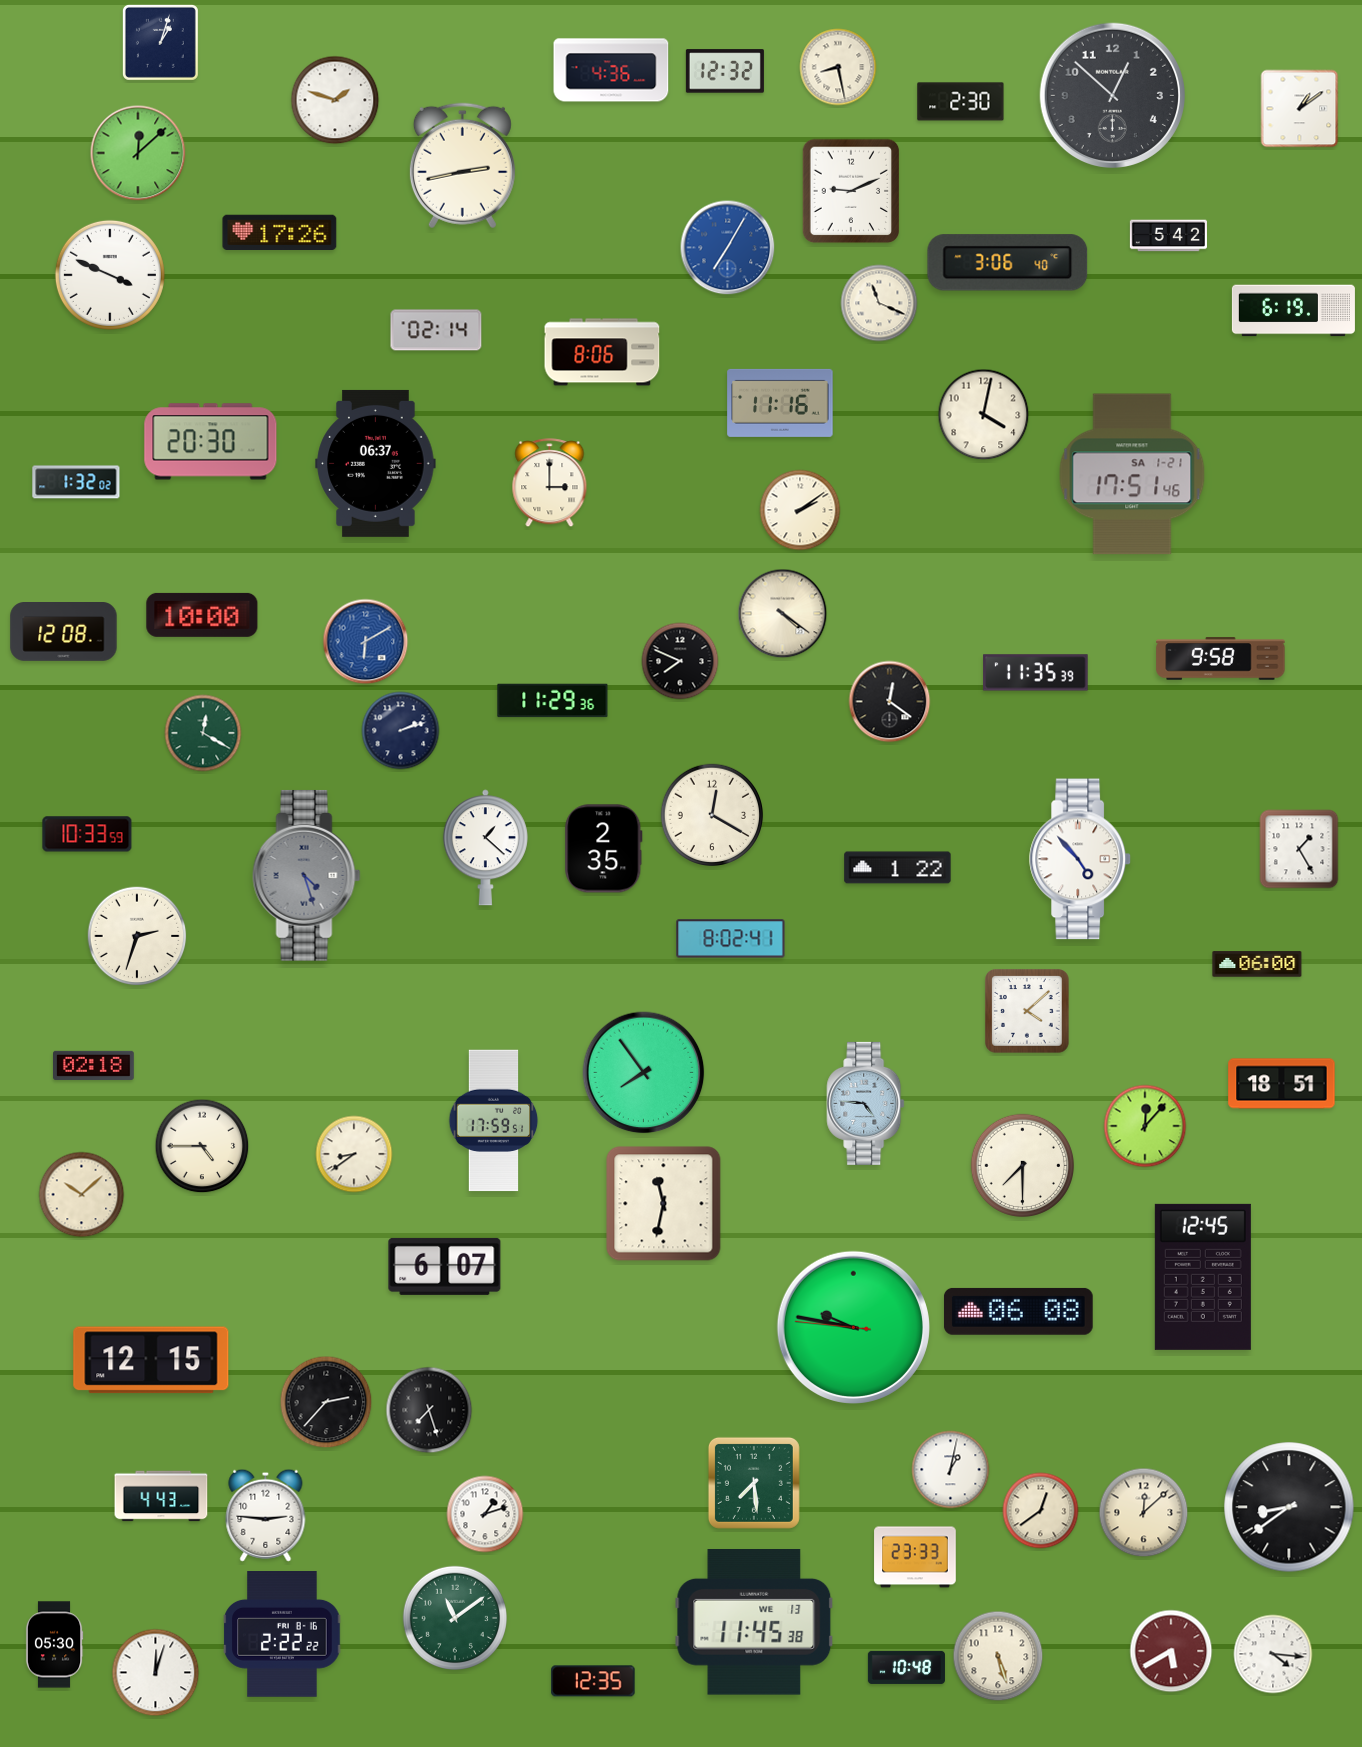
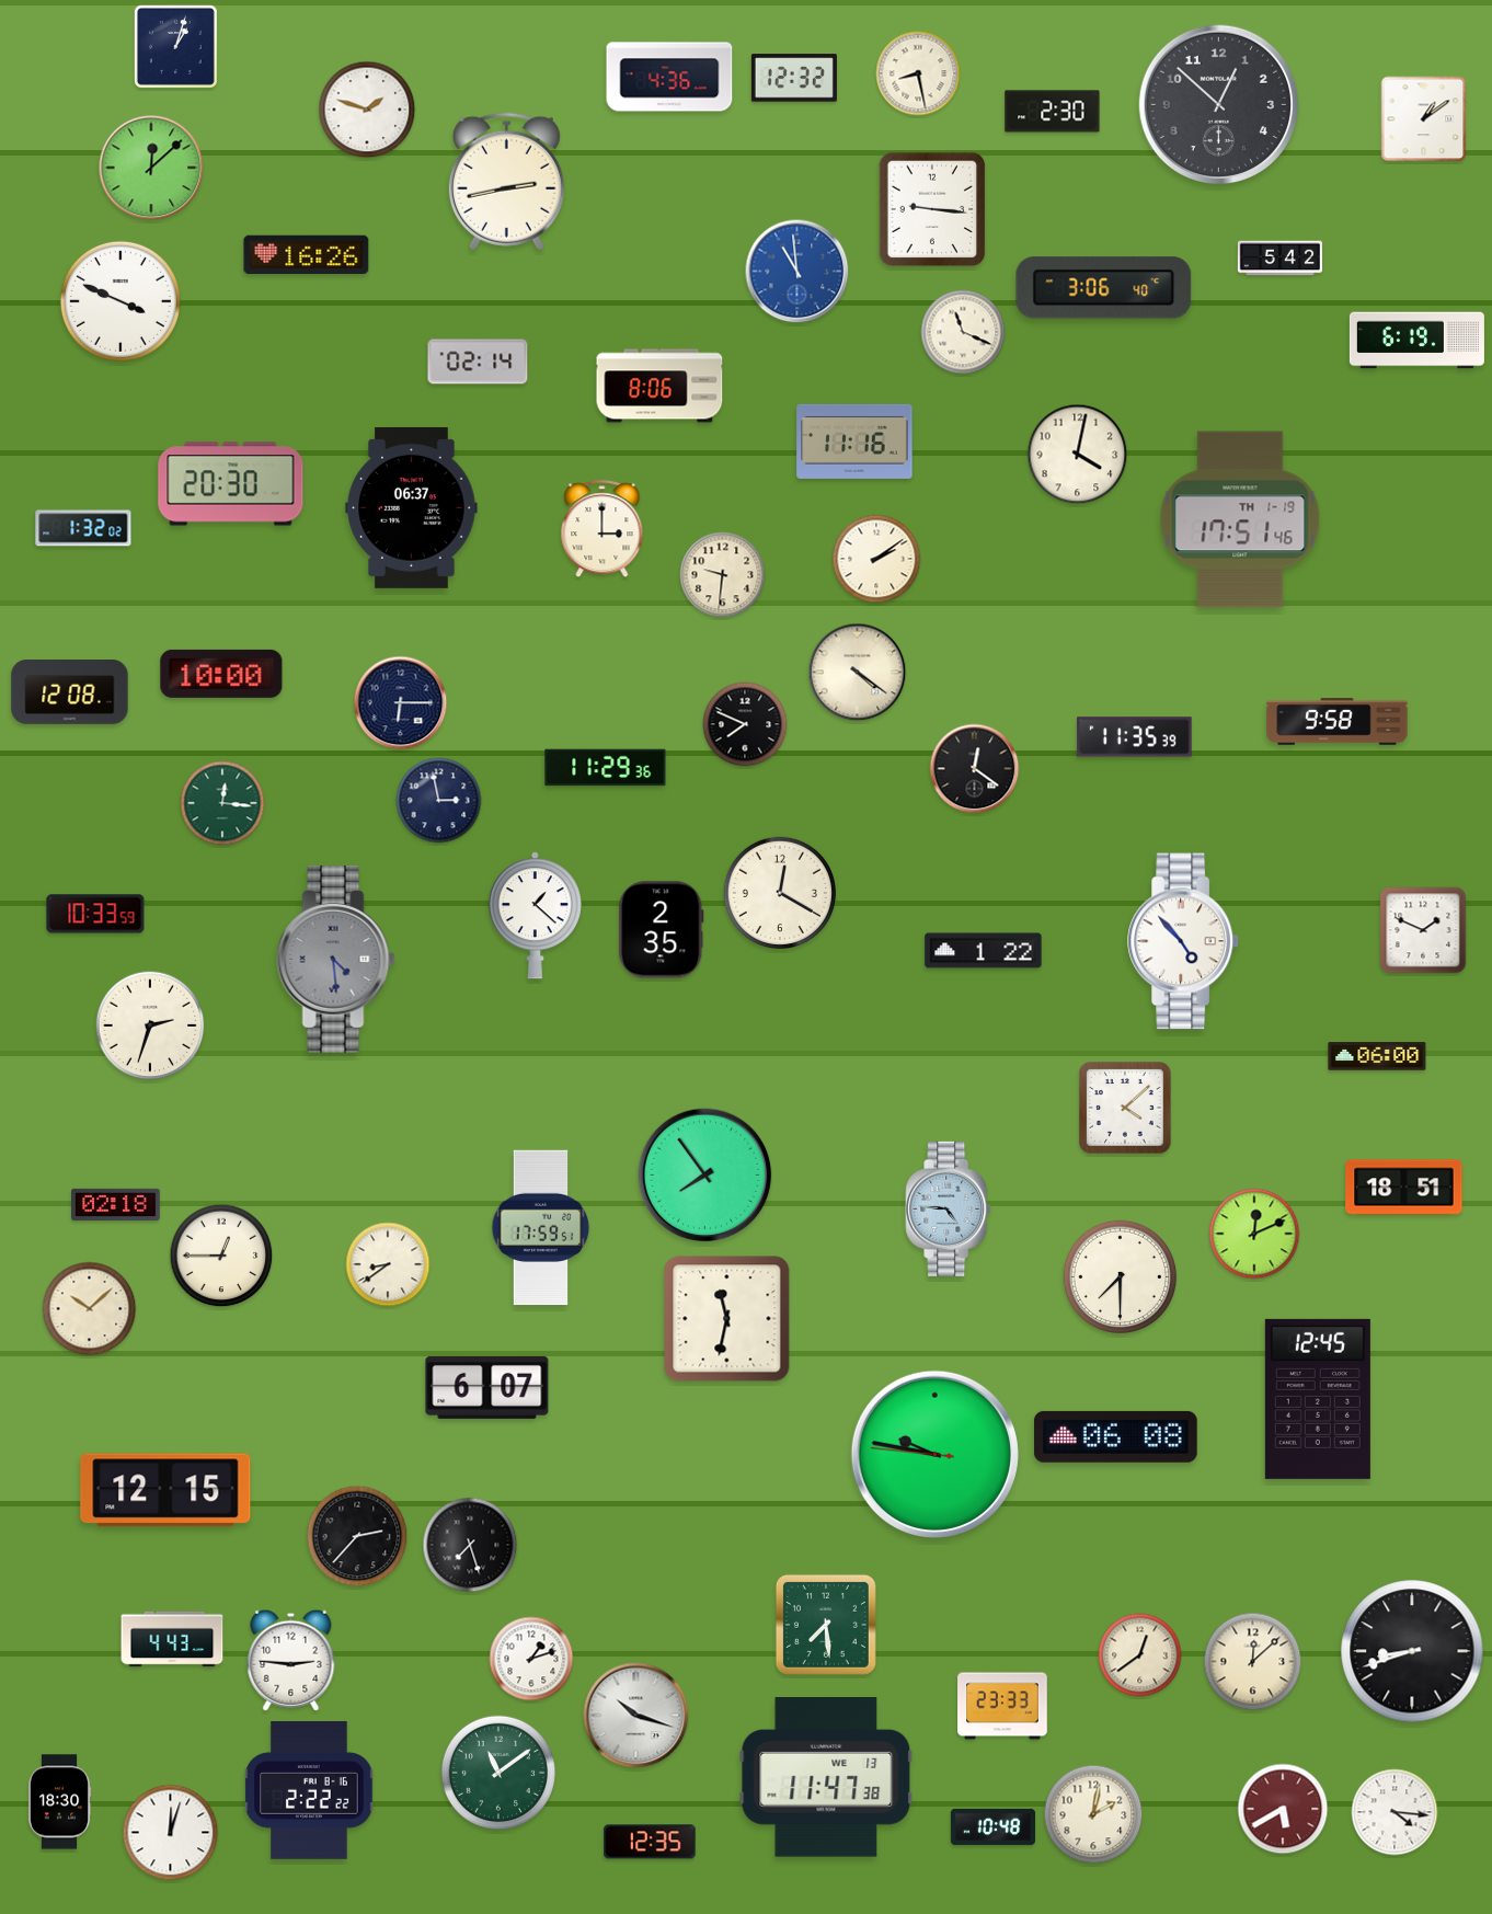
clock at (851, 191): 9:11 -> 9:16
clock at (280, 233): 17:26 -> 16:26
clock at (728, 248): 7:05 -> 10:59
clock at (1132, 474) date: SA 1-21 -> TH 1-19
clock at (723, 575): none -> 9:31
clock at (366, 642): 6:10 -> 6:15
clock at (366, 642) dial: blue -> navy
clock at (401, 731): 2:12 -> 2:58
clock at (203, 733): 12:20 -> 12:16
clock at (485, 848) position: (485, 848) -> (535, 916)
clock at (1299, 849): 1:25 -> 1:49
clock at (307, 875): 4:27 -> 4:29
clock at (731, 939): 8:02 -> none
clock at (94, 1065) position: (94, 1065) -> (116, 1204)
clock at (1145, 1126): 12:07 -> 12:11
clock at (202, 1146): 4:45 -> 12:45
clock at (951, 1470): 1:02 -> none
clock at (161, 1496) position: (161, 1496) -> (172, 1639)
clock at (1289, 1507): 8:39 -> 8:42
clock at (1144, 1513) position: (1144, 1513) -> (1253, 1662)
clock at (636, 1716): none -> 10:18
clock at (754, 1623): 11:45 -> 11:47
clock at (54, 1645): 05:30 -> 18:30
clock at (998, 1656): 5:27 -> 2:02
